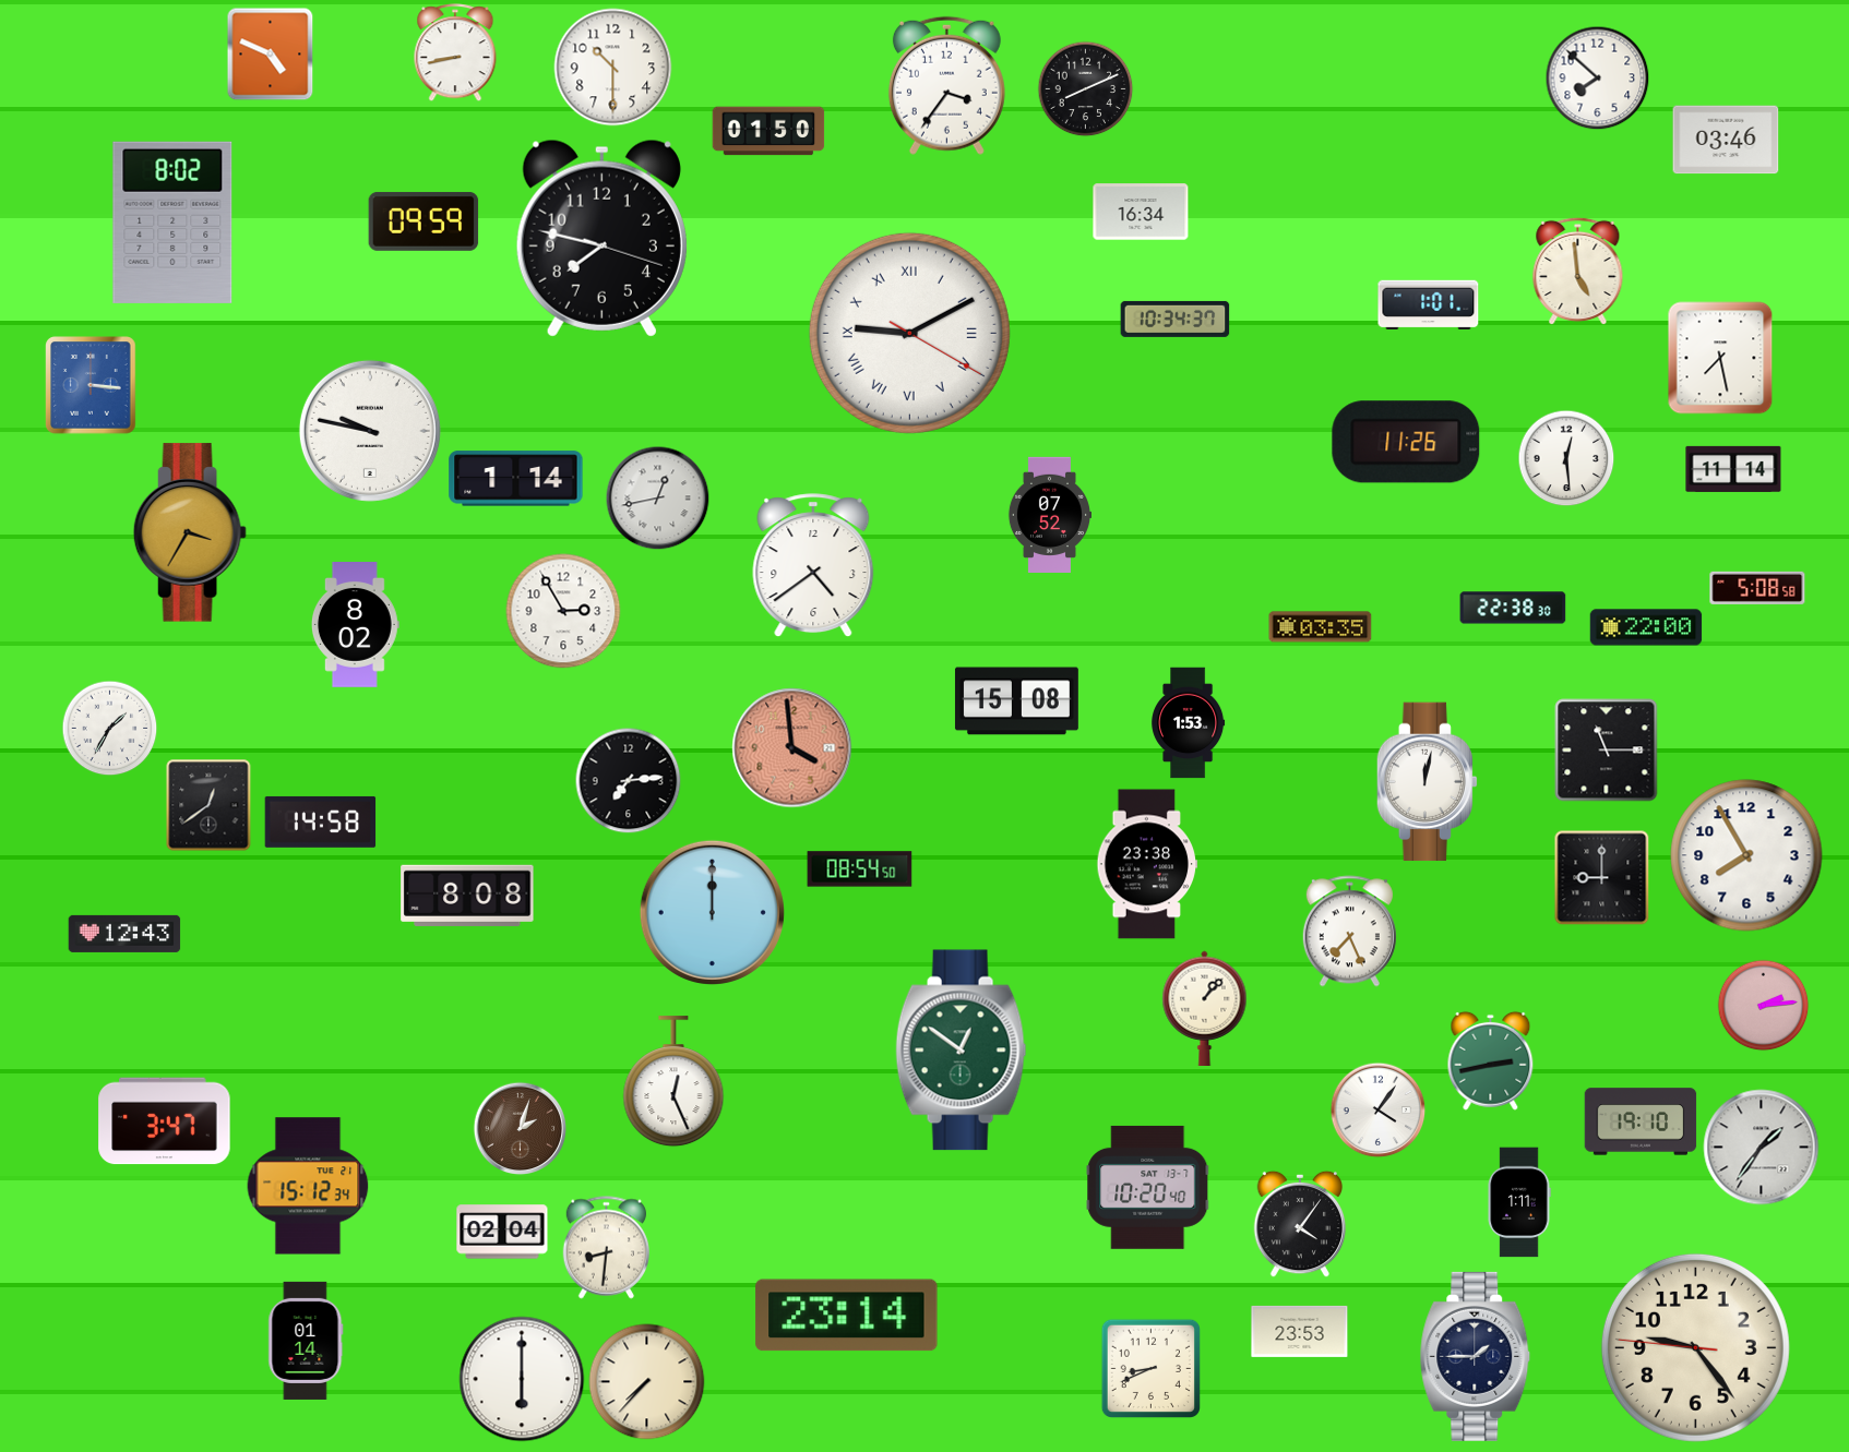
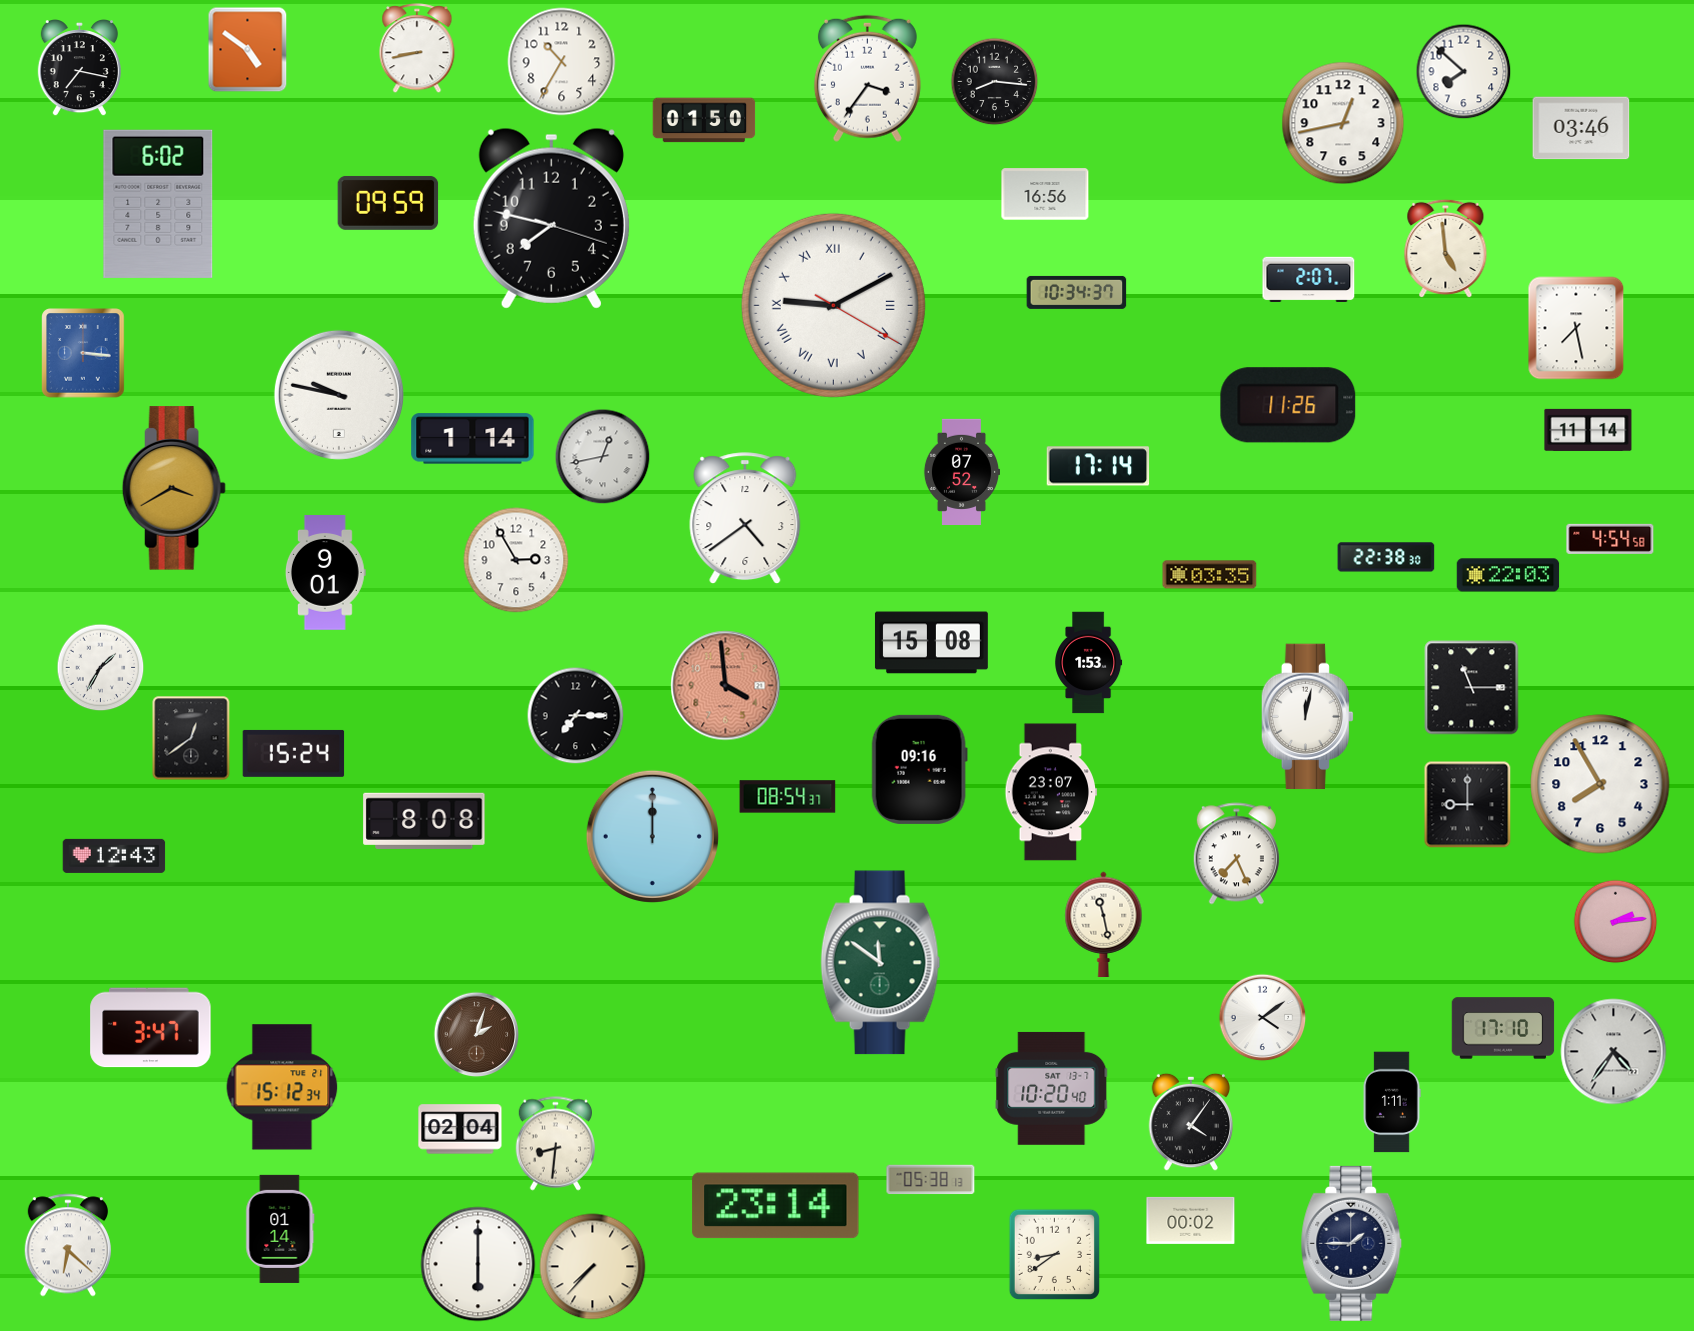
clock at (271, 53): 4:49 -> 4:51
clock at (613, 68): 10:30 -> 10:35
clock at (79, 68): none -> 7:17
clock at (1085, 88): 8:11 -> 8:16
clock at (1343, 123): none -> 12:43
clock at (1141, 212): 16:34 -> 16:56
clock at (172, 223): 8:02 -> 6:02
clock at (1429, 304): 1:01 -> 2:07
clock at (1566, 458): 12:29 -> none
clock at (1098, 466): none -> 17:14
clock at (190, 532): 3:35 -> 3:40
clock at (1757, 588): 5:08 -> 4:54
clock at (355, 625): 8:02 -> 9:01
clock at (1646, 627): 22:00 -> 22:03
clock at (628, 780): 7:14 -> 7:15
clock at (321, 821): 14:58 -> 15:24
clock at (919, 769): none -> 09:16
clock at (1147, 864): 23:38 -> 23:07
clock at (860, 869): 08:54:50 -> 08:54:37
clock at (467, 896) position: (467, 896) -> (424, 821)
clock at (1205, 1008): 1:07 -> 11:28
clock at (962, 1051): 12:51 -> 11:51
clock at (1491, 1060): 2:43 -> none
clock at (673, 1082): 12:26 -> none
clock at (1377, 1109): 4:06 -> 4:09
clock at (1641, 1121): 19:10 -> 17:10
clock at (1762, 1148): 1:36 -> 4:36
clock at (931, 1180): none -> 05:38
clock at (1300, 1331): 23:53 -> 00:02
clock at (1695, 1347): 9:23 -> none
clock at (68, 1245): none -> 6:22
clock at (1150, 1368): 8:41 -> 8:39
